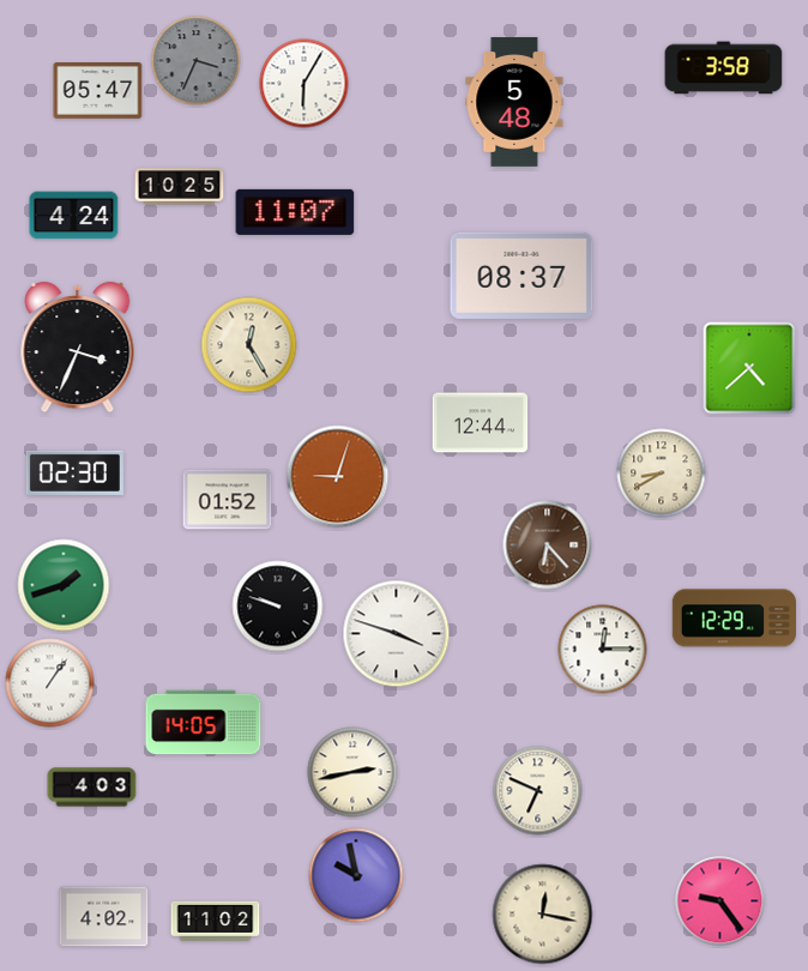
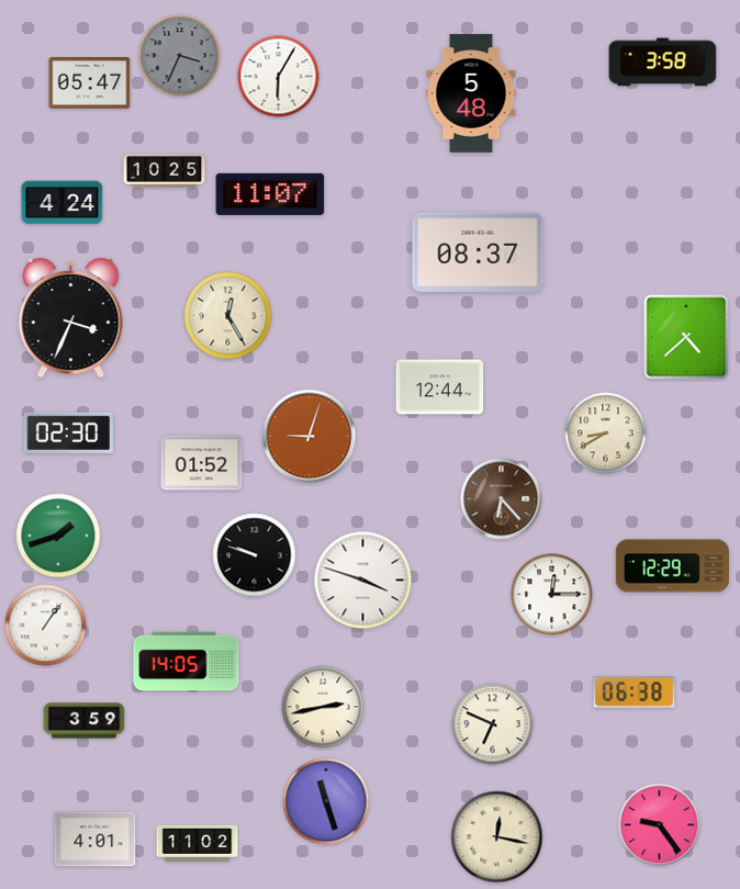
clock at (74, 216) position: (74, 216) -> (63, 203)
clock at (228, 500) position: (228, 500) -> (202, 463)
clock at (635, 693): none -> 06:38
clock at (92, 788): 4:03 -> 3:59
clock at (356, 875): 9:58 -> 11:27
clock at (104, 917): 4:02 -> 4:01
